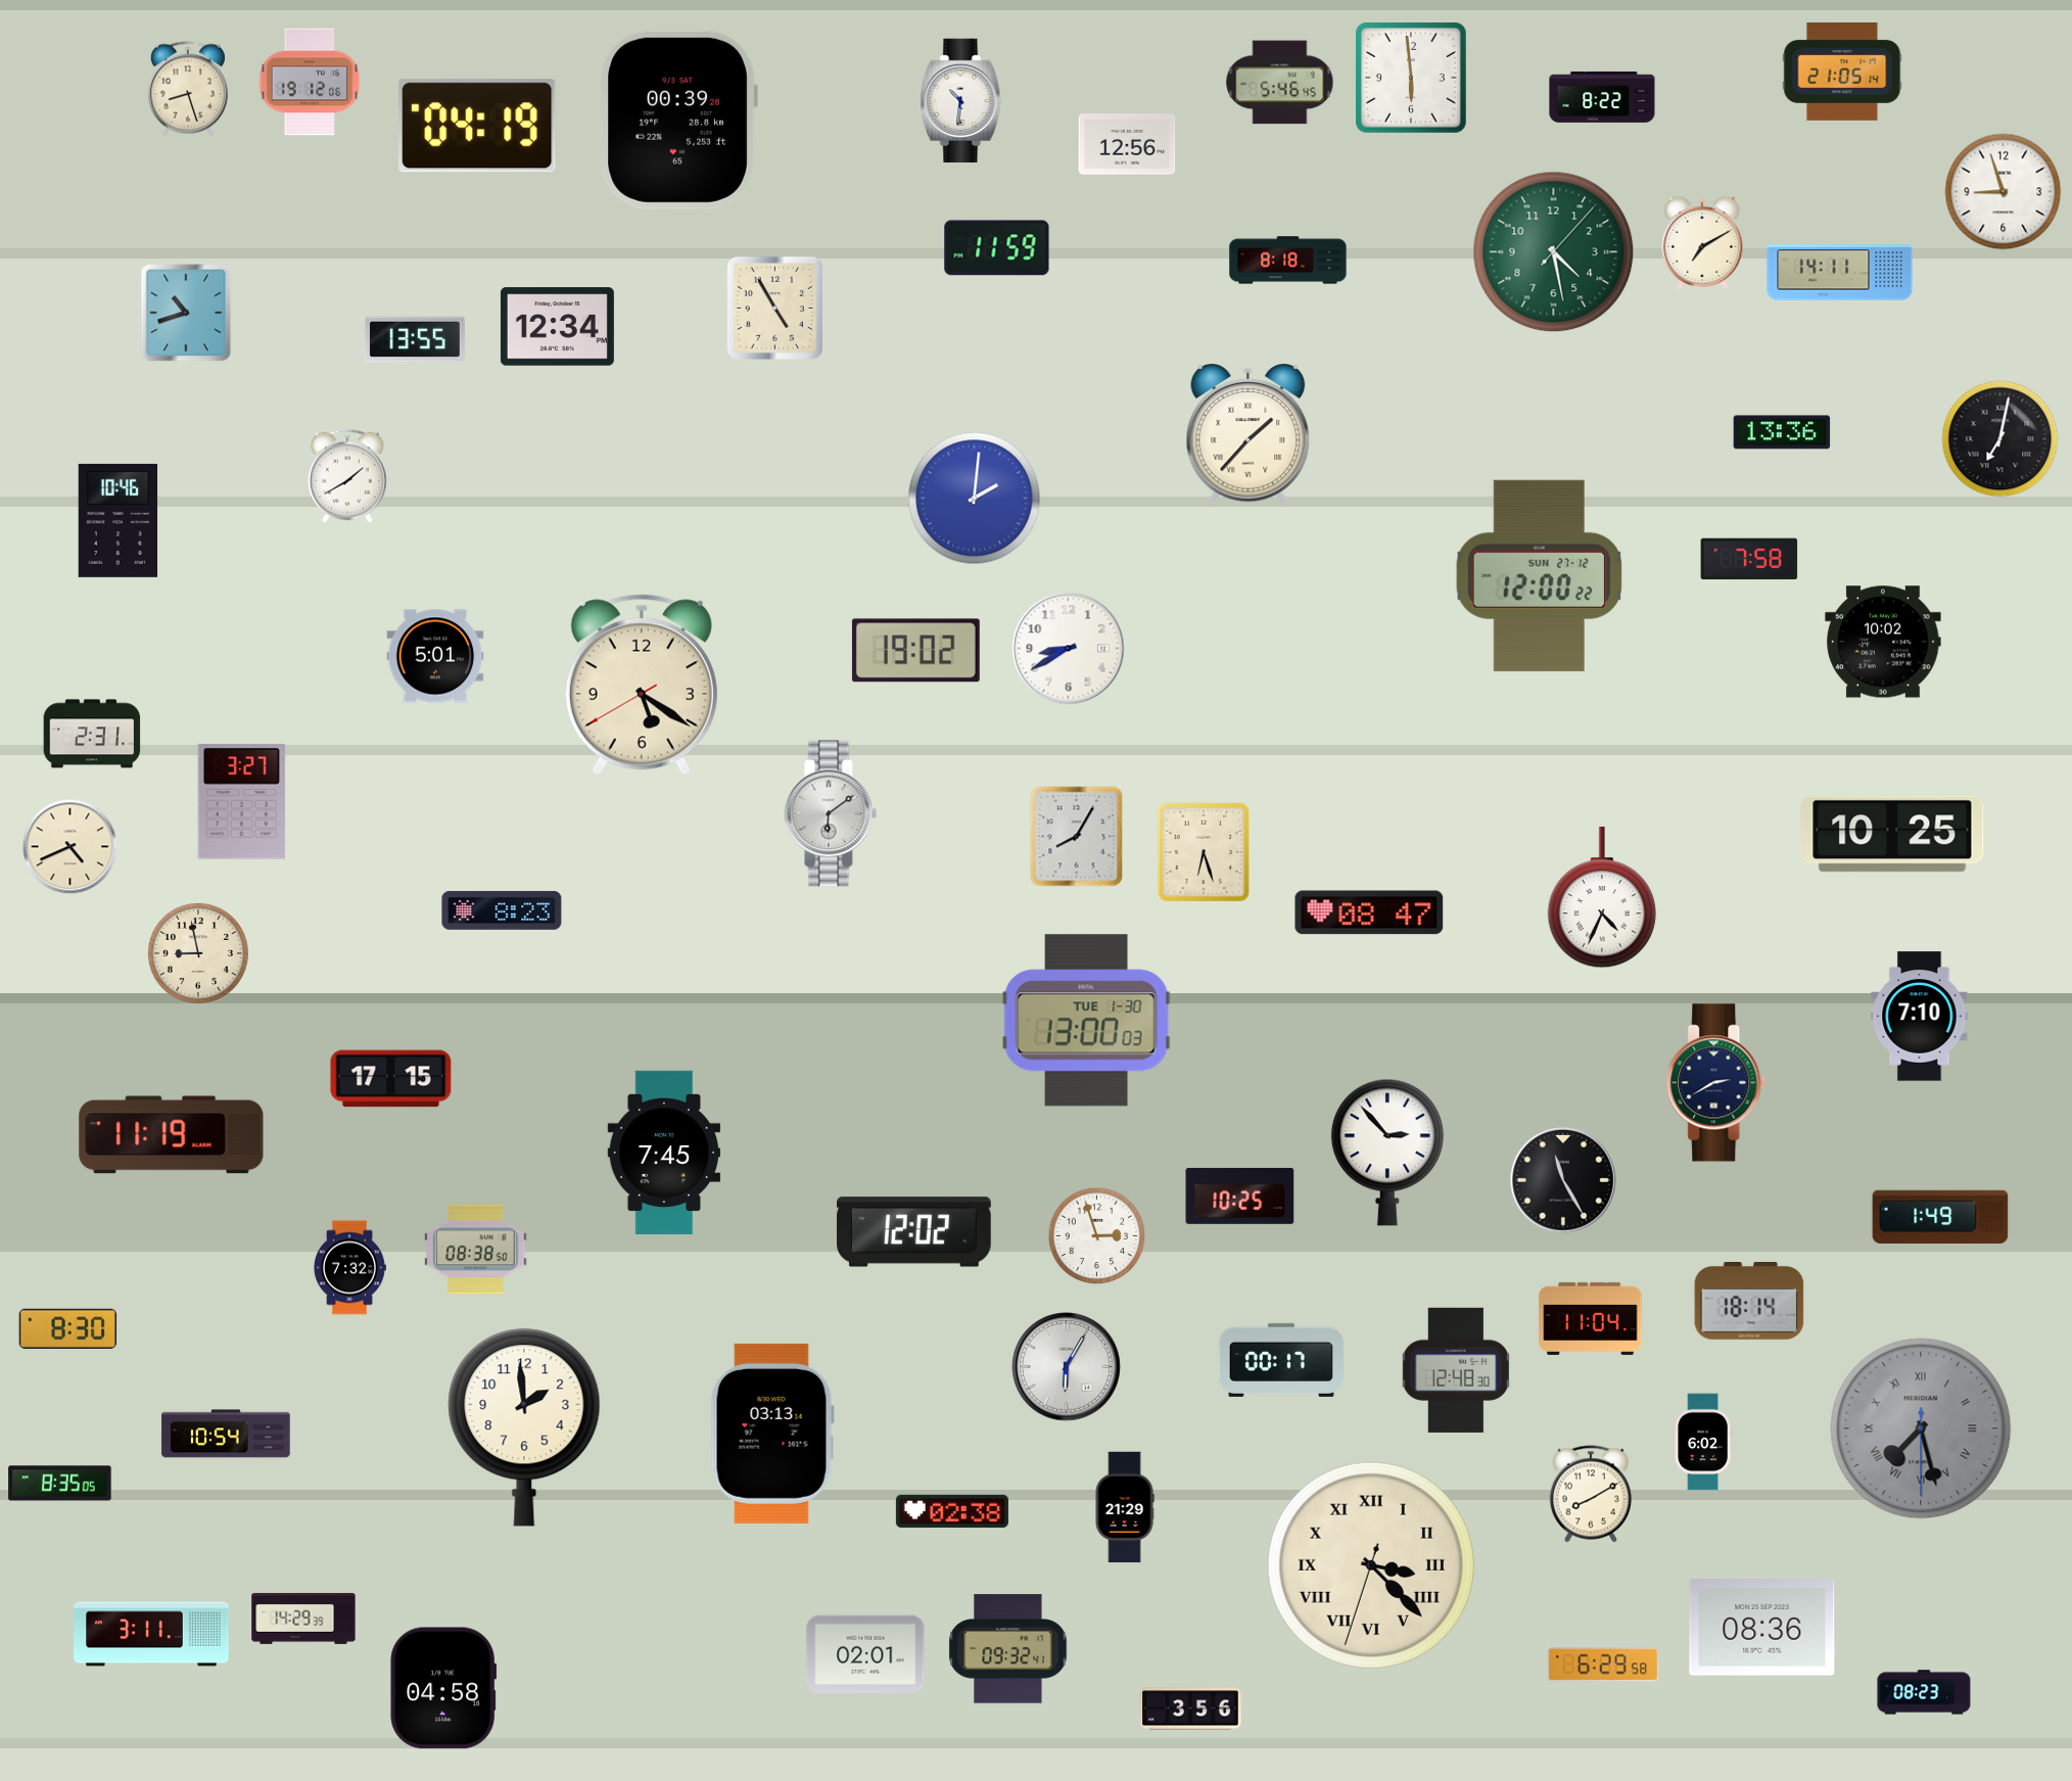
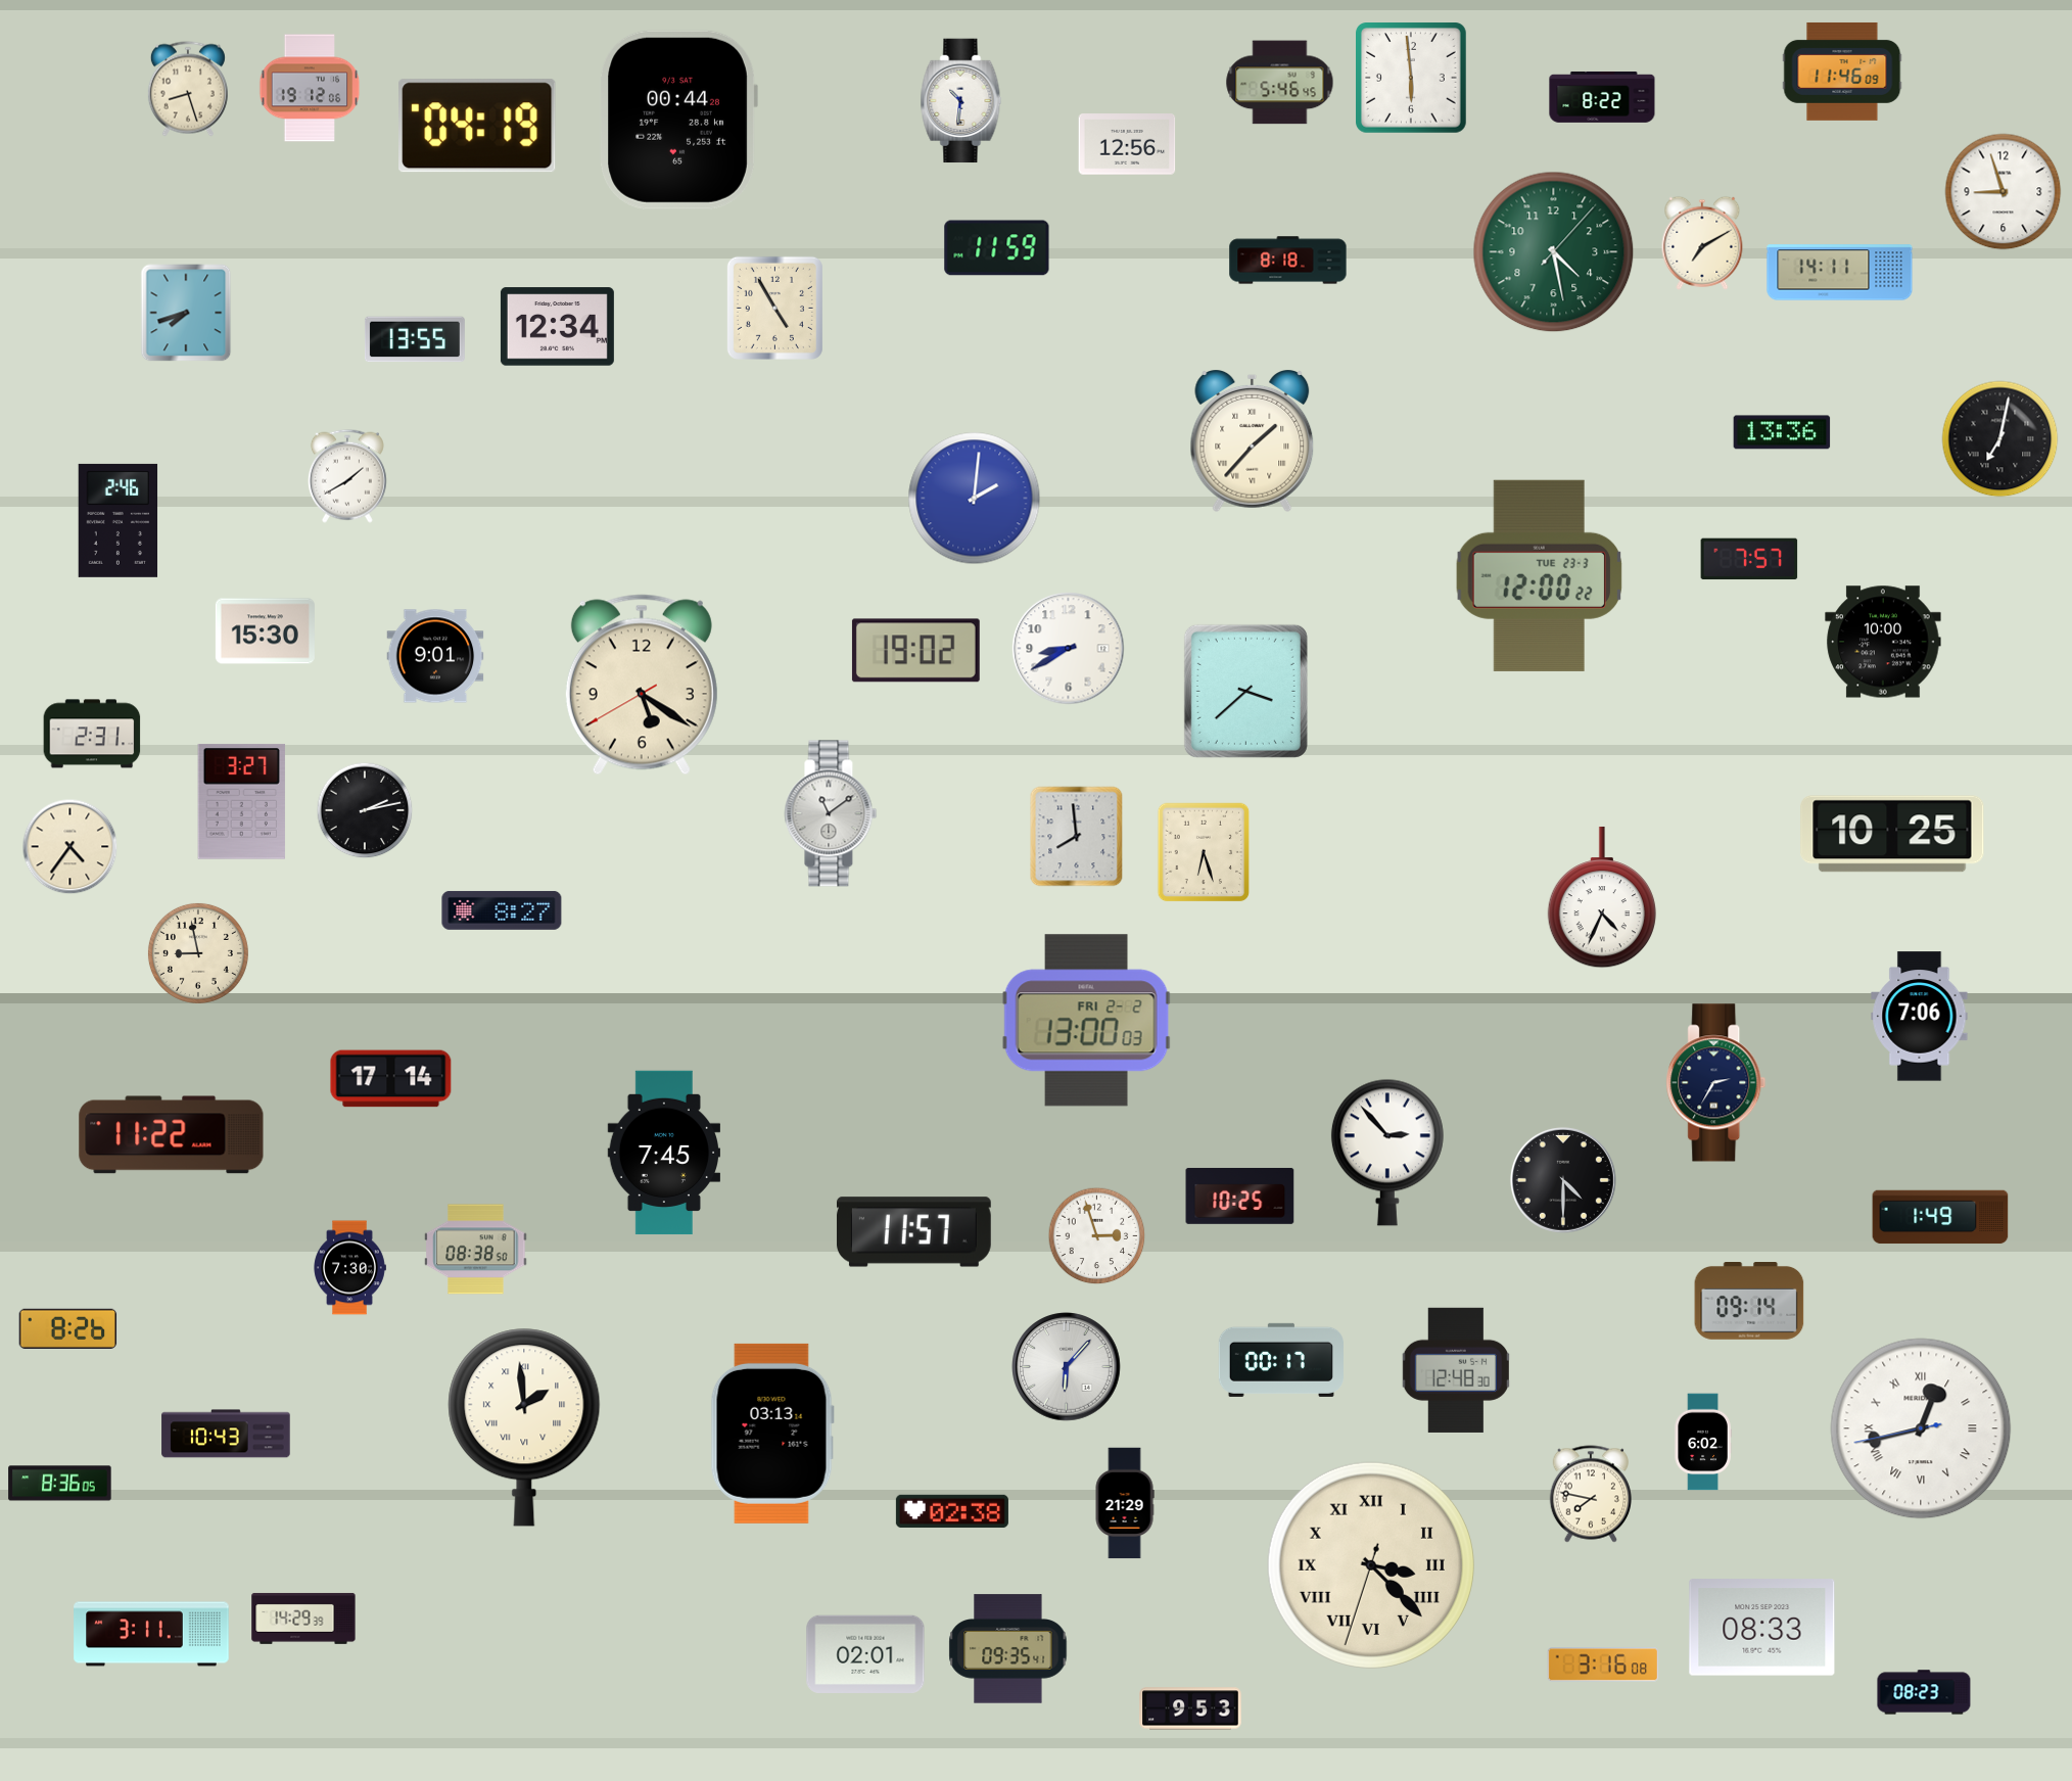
clock at (1842, 72): 21:05 -> 11:46
clock at (310, 82) position: (310, 82) -> (310, 88)
clock at (678, 120): 00:39 -> 00:44
clock at (186, 313): 10:42 -> 7:42
clock at (1249, 436) position: (1249, 436) -> (1253, 442)
clock at (119, 520): 10:46 -> 2:46
clock at (1749, 559): 7:58 -> 7:57
clock at (1540, 575) date: SUN 27-12 -> TUE 23-3
clock at (265, 631): none -> 15:30
clock at (1883, 642): 10:02 -> 10:00
clock at (435, 656): 5:01 -> 9:01
clock at (1245, 691): none -> 3:38
clock at (365, 810): none -> 2:13
clock at (831, 813): 6:09 -> 11:09
clock at (1077, 837): 8:05 -> 7:59
clock at (70, 847): 4:41 -> 4:36
clock at (502, 910): 8:23 -> 8:27
clock at (1369, 912): 08:47 -> none
clock at (1920, 1017): 7:10 -> 7:06
clock at (1086, 1021) date: TUE 1-30 -> FRI 2-2
clock at (391, 1079): 17:15 -> 17:14
clock at (1716, 1083): 2:40 -> 2:35
clock at (172, 1135): 11:19 -> 11:22
clock at (1563, 1180): 11:25 -> 4:30
clock at (913, 1232): 12:02 -> 11:57
clock at (349, 1268): 7:32 -> 7:30
clock at (1749, 1302): 18:14 -> 09:14
clock at (1591, 1318): 11:04 -> none
clock at (68, 1328): 8:30 -> 8:26
clock at (1067, 1367): 6:05 -> 6:07
clock at (524, 1427) numerals: Arabic -> Roman
clock at (1921, 1428): 7:27 -> 12:42
clock at (1921, 1428) dial: grey -> white
clock at (226, 1434): 10:54 -> 10:43
clock at (60, 1484): 8:35 -> 8:36
clock at (1591, 1494): 8:10 -> 7:47
clock at (1125, 1507) position: (1125, 1507) -> (1125, 1503)
clock at (1762, 1628): 08:36 -> 08:33
clock at (1008, 1649): 09:32 -> 09:35
clock at (1603, 1665): 6:29 -> 3:16
clock at (443, 1688): 04:58 -> none
clock at (1190, 1708): 3:56 -> 9:53
